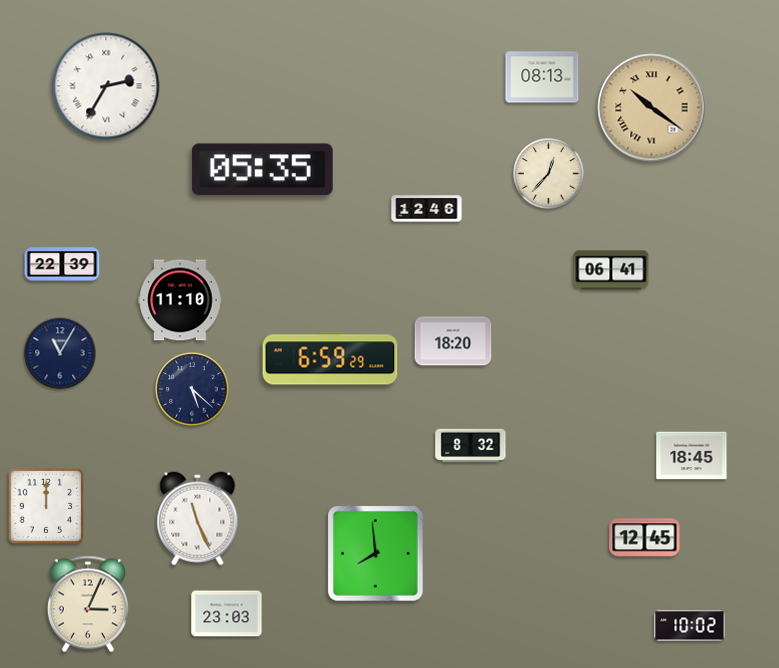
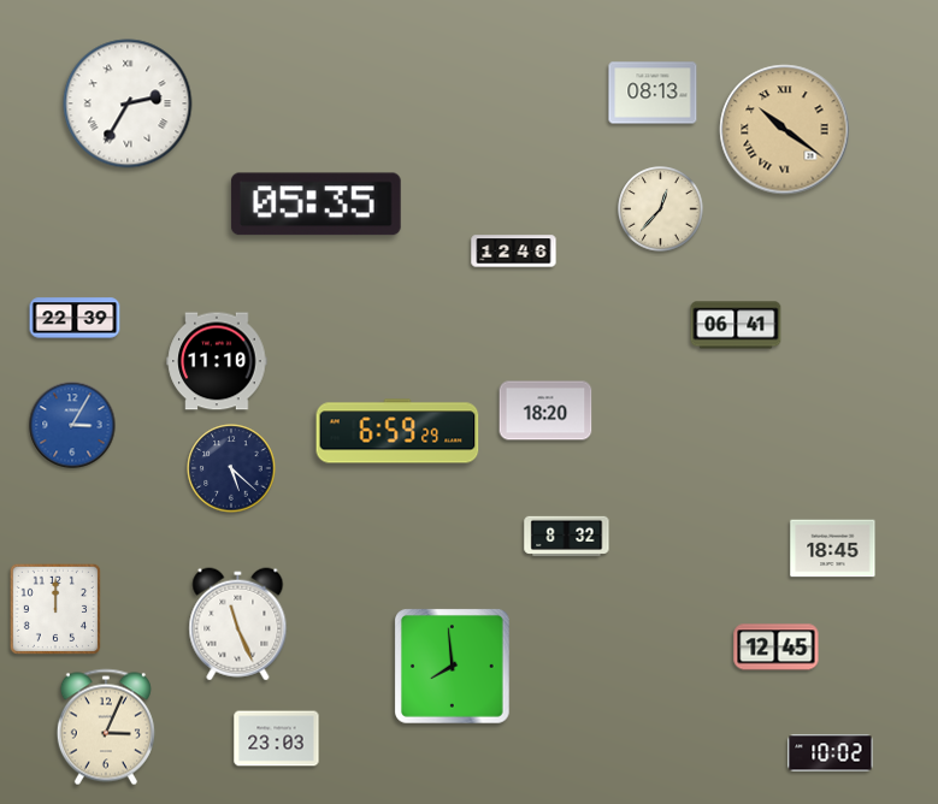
clock at (60, 353): 11:05 -> 3:05
clock at (60, 353) dial: navy -> blue
clock at (227, 614) position: (227, 614) -> (277, 739)
